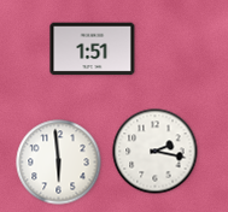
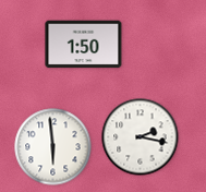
clock at (93, 49): 1:51 -> 1:50
